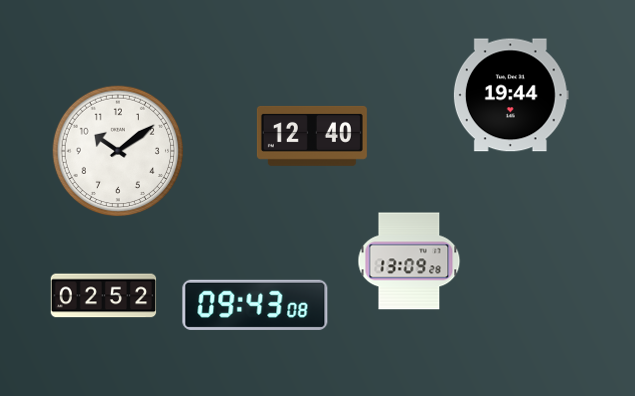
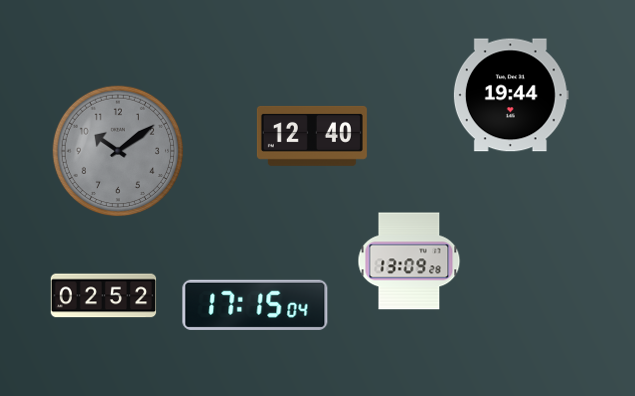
clock at (118, 151) dial: white -> grey
clock at (255, 305): 09:43 -> 17:15
